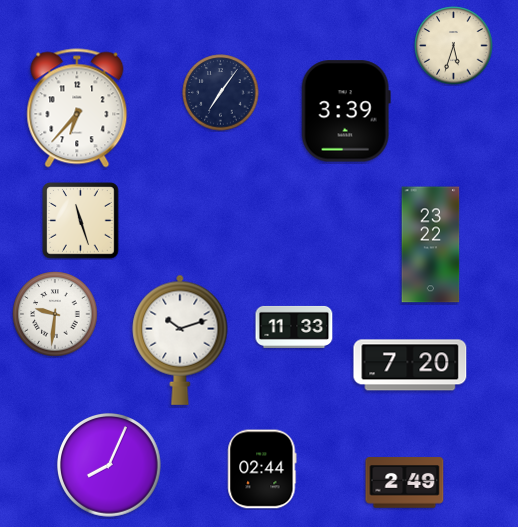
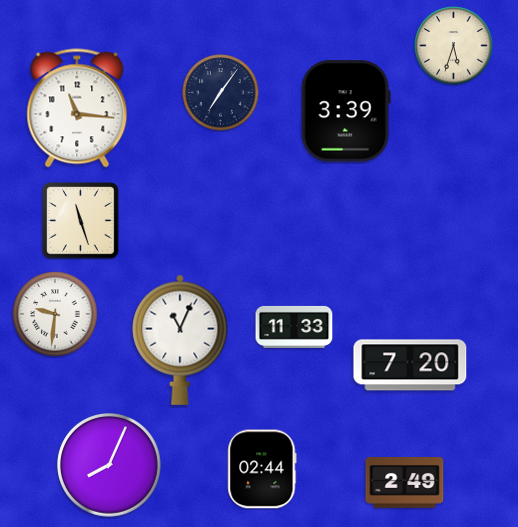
clock at (77, 108): 6:37 -> 11:16
clock at (431, 245): 23:22 -> none
clock at (180, 340): 10:12 -> 11:04
